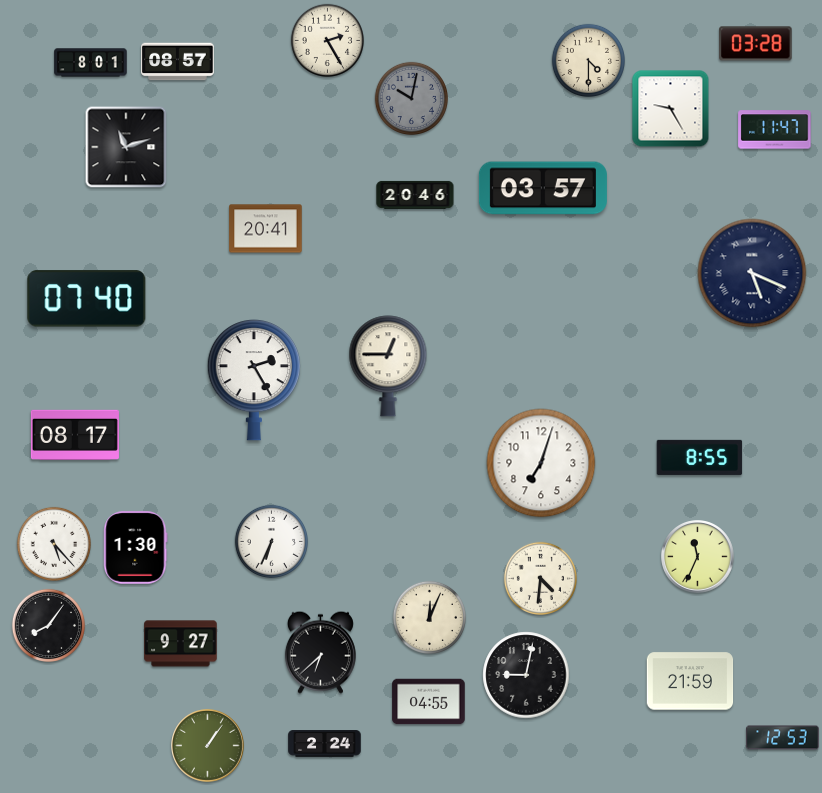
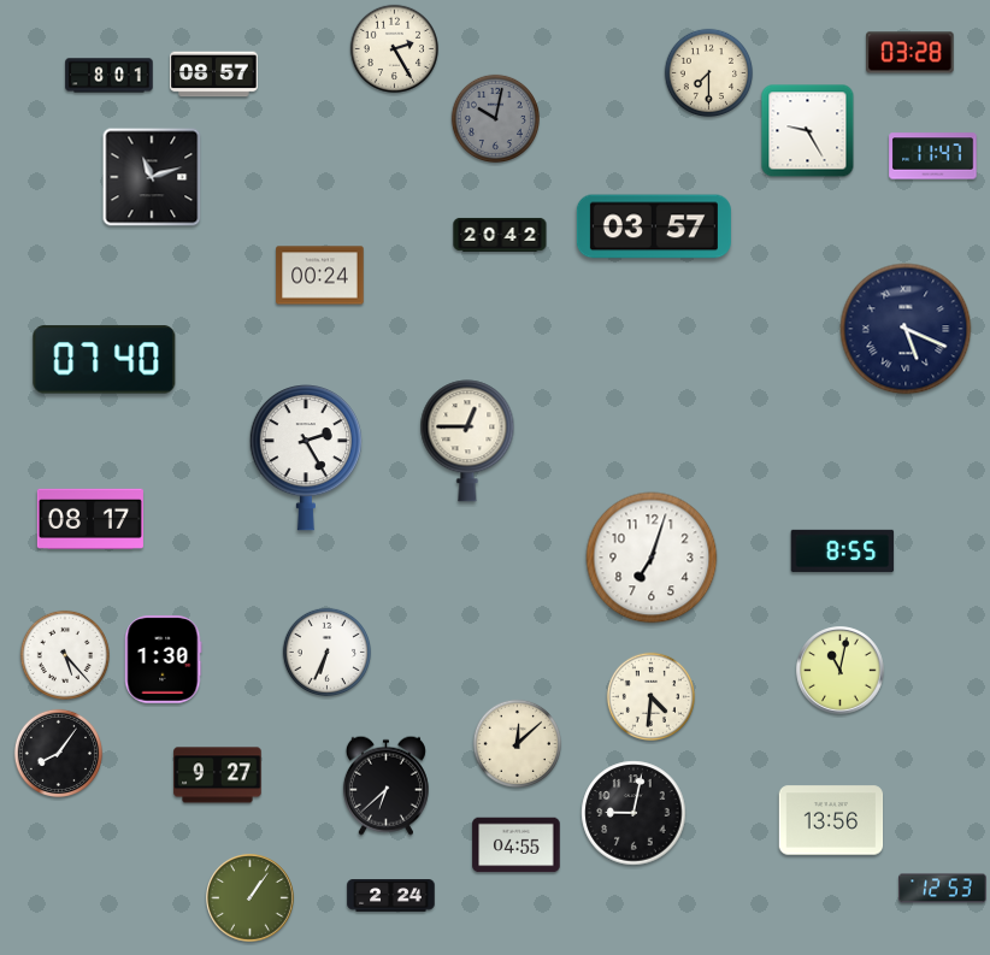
clock at (588, 60): 4:30 -> 7:30
clock at (415, 195): 20:46 -> 20:42
clock at (266, 229): 20:41 -> 00:24
clock at (75, 434) position: (75, 434) -> (90, 518)
clock at (698, 557): 11:34 -> 11:02
clock at (429, 617): 12:04 -> 12:08
clock at (690, 681): 21:59 -> 13:56
